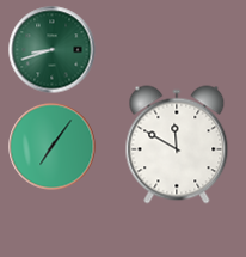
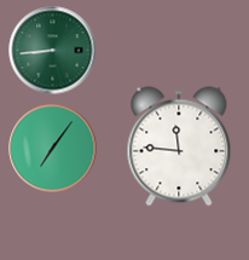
clock at (53, 50): 8:42 -> 8:44
clock at (177, 145): 11:50 -> 11:46
